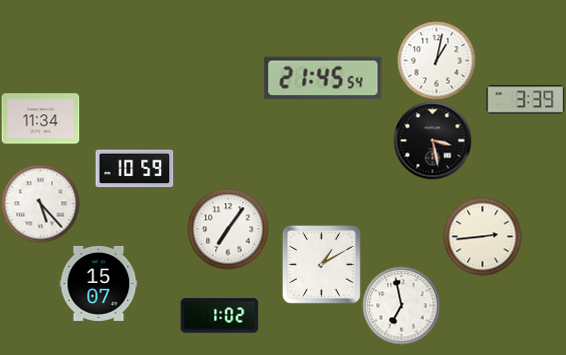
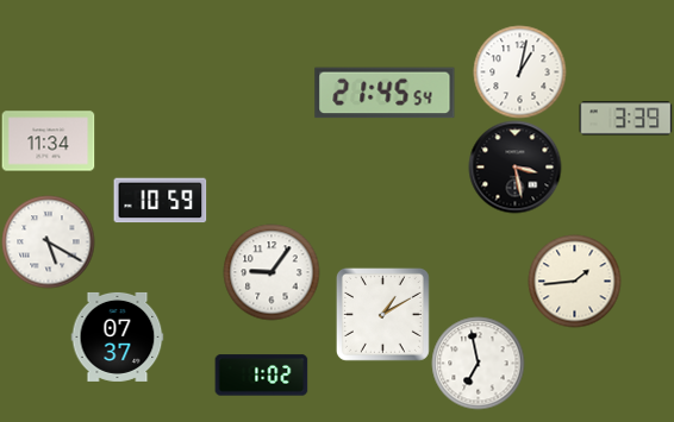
clock at (40, 203): 5:23 -> 5:20
clock at (228, 229): 7:06 -> 9:06
clock at (482, 236): 2:44 -> 1:44
clock at (98, 283): 15:07 -> 07:37
